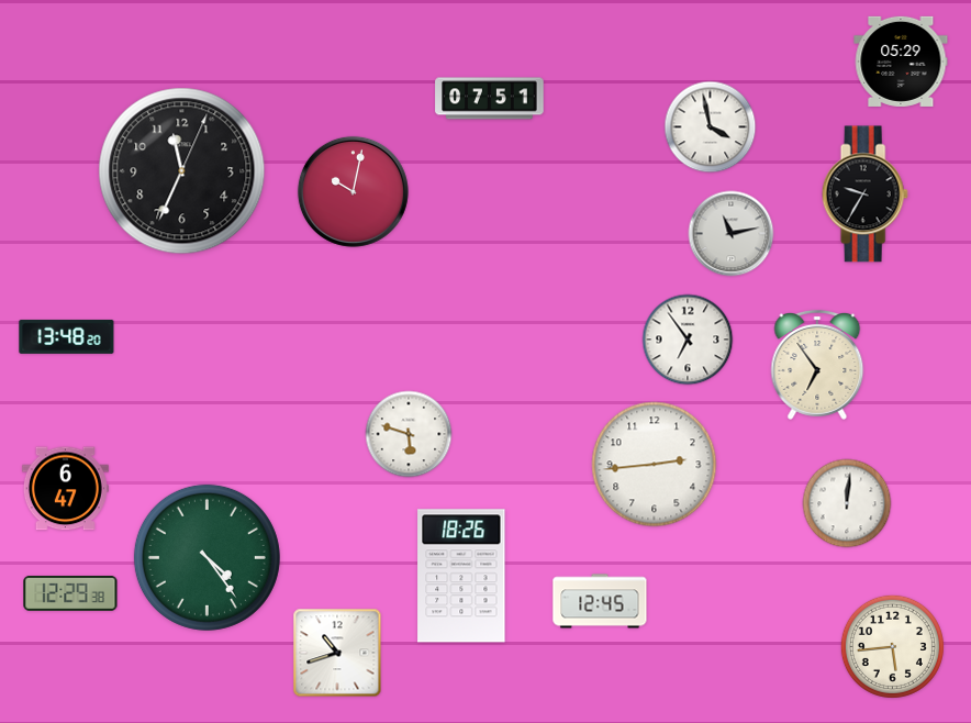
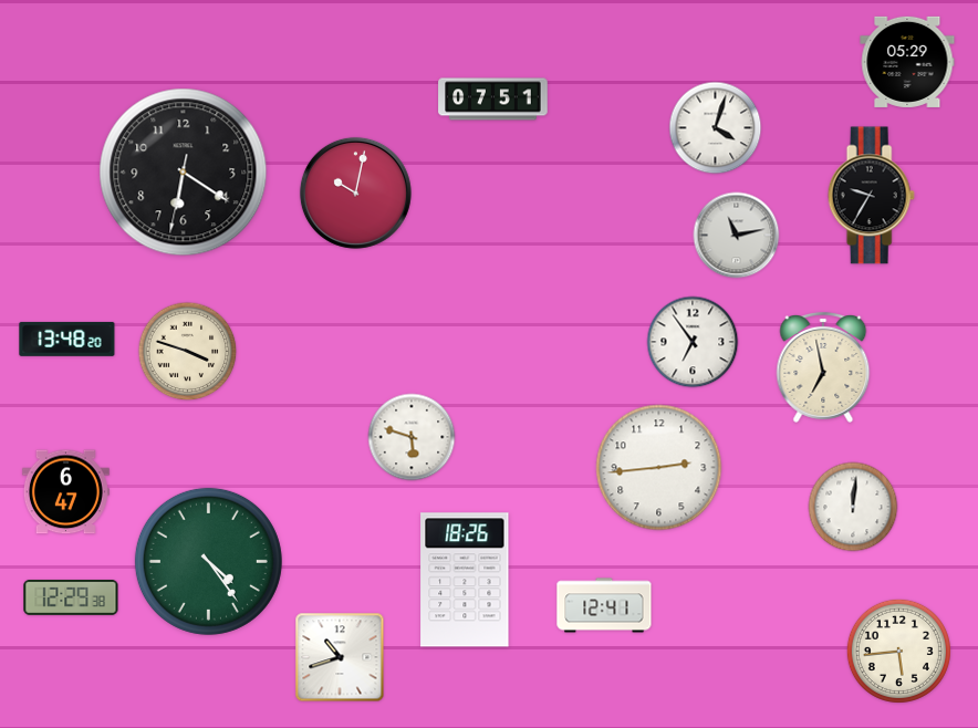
clock at (711, 127): 3:58 -> 4:03
clock at (182, 171): 11:34 -> 6:20
clock at (188, 352): none -> 3:48
clock at (817, 365): 6:54 -> 6:58
clock at (600, 601): 12:45 -> 12:41
